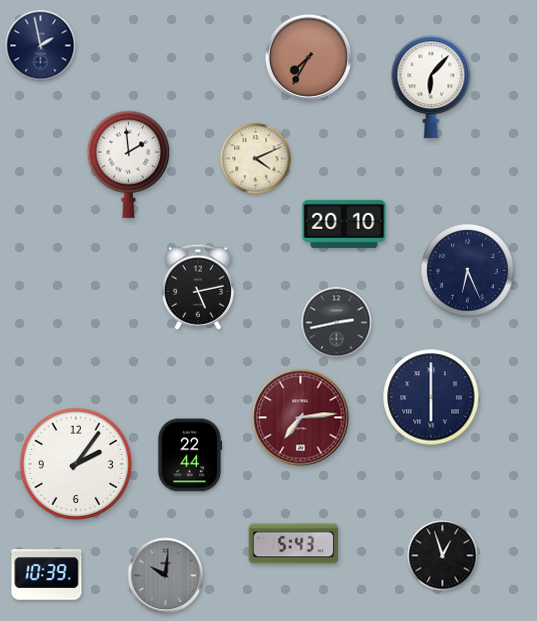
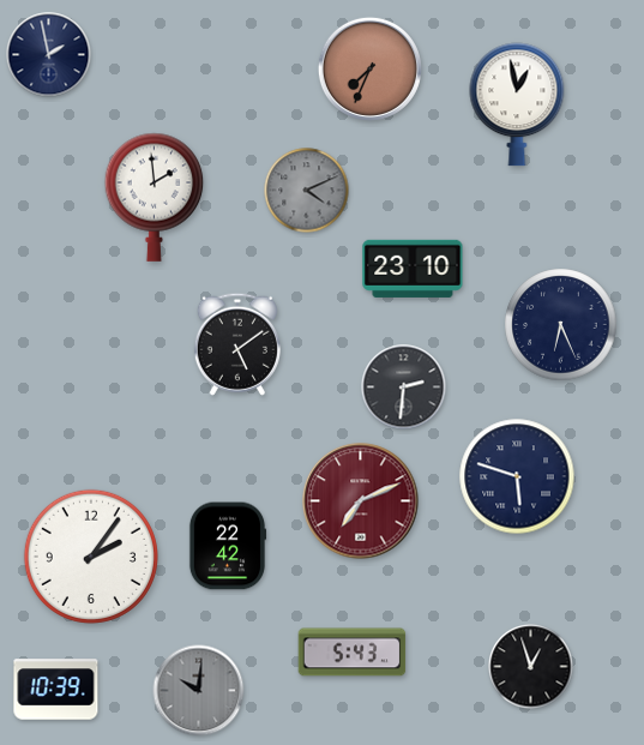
clock at (308, 57): 7:35 -> 7:34
clock at (431, 87): 6:07 -> 12:58
clock at (256, 159) dial: cream -> grey
clock at (344, 224): 20:10 -> 23:10
clock at (198, 287): 5:13 -> 5:09
clock at (337, 323): 2:43 -> 2:31
clock at (431, 397): 6:00 -> 5:48
clock at (301, 418): 7:14 -> 7:11
clock at (190, 455): 22:44 -> 22:42
